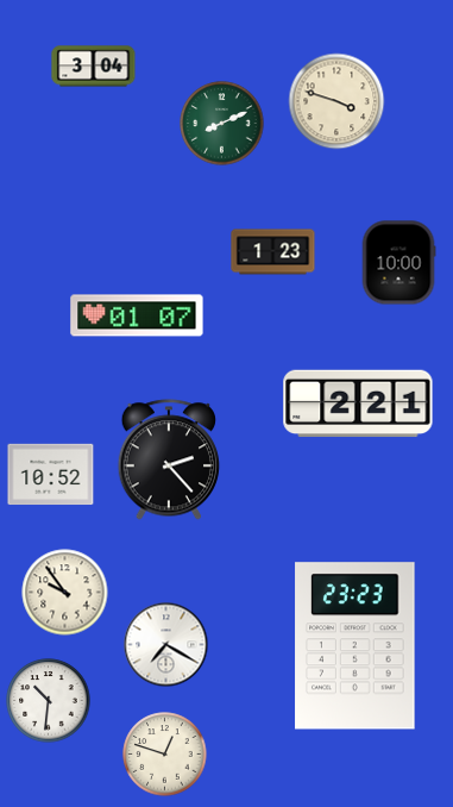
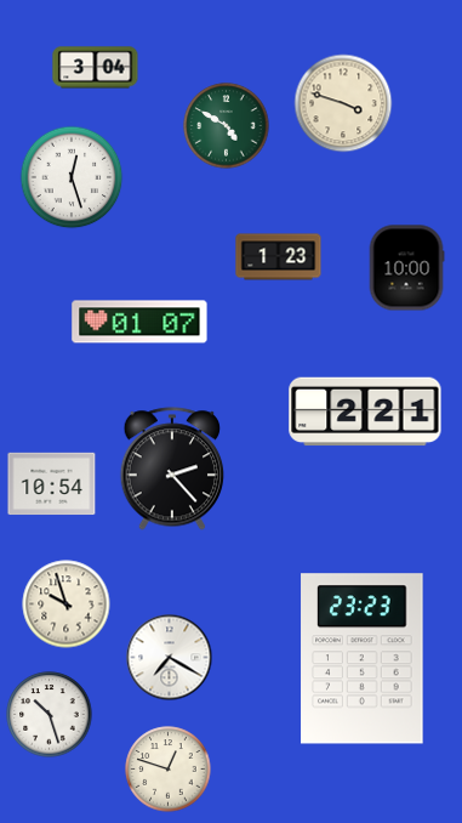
clock at (222, 124): 8:11 -> 4:50
clock at (72, 177): none -> 12:27
clock at (51, 475): 10:52 -> 10:54
clock at (65, 593): 9:54 -> 9:57
clock at (49, 701): 10:31 -> 10:27
